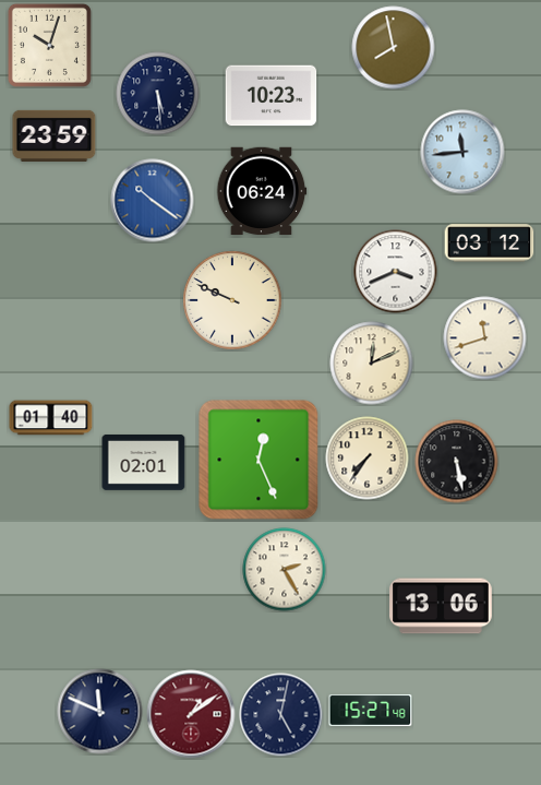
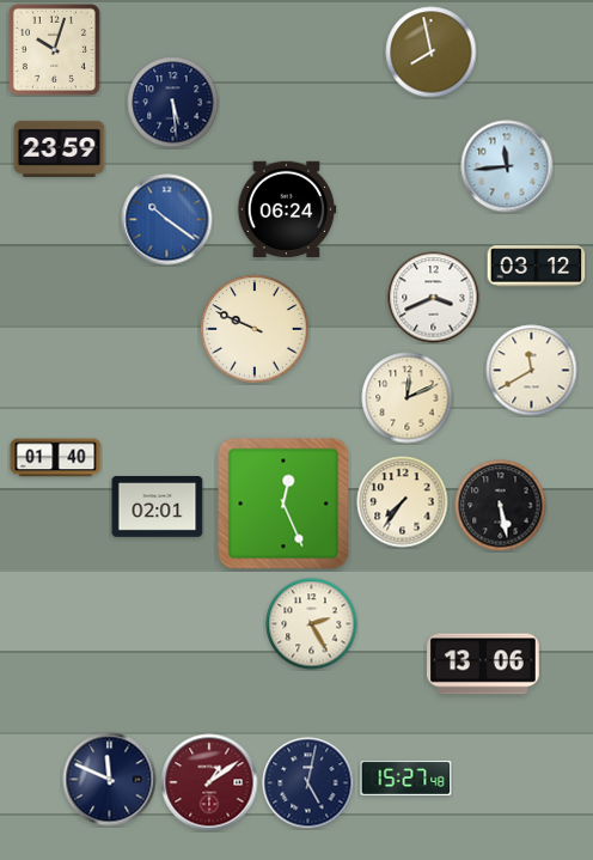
clock at (272, 96): 10:23 -> none
clock at (485, 338): 11:42 -> 11:40
